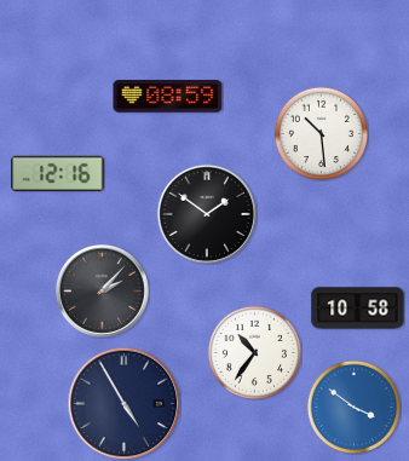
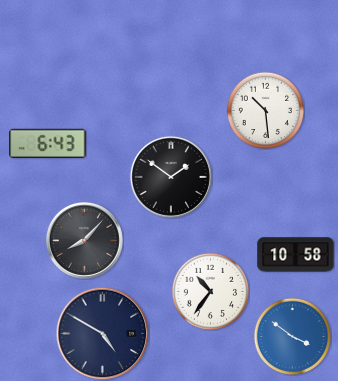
clock at (168, 97): 08:59 -> none
clock at (58, 173): 12:16 -> 6:43
clock at (102, 290): 2:07 -> 8:07
clock at (123, 403): 4:55 -> 4:50
